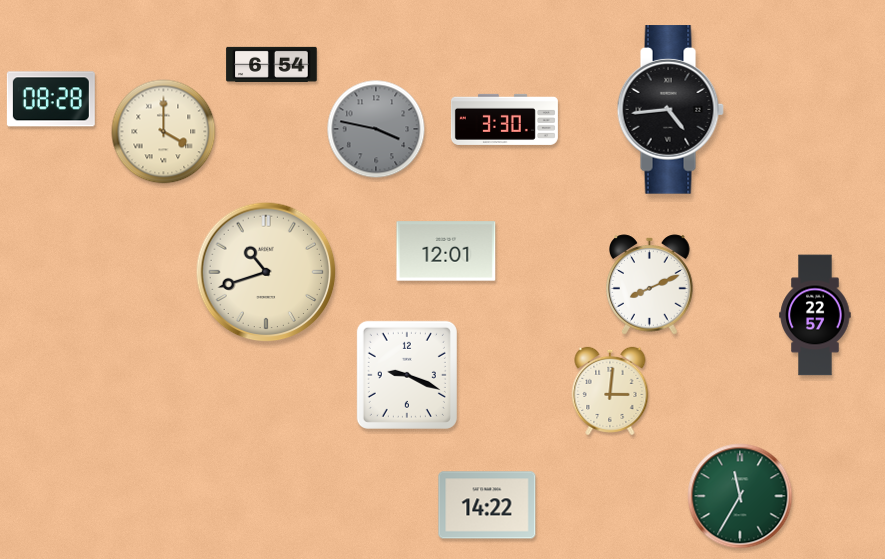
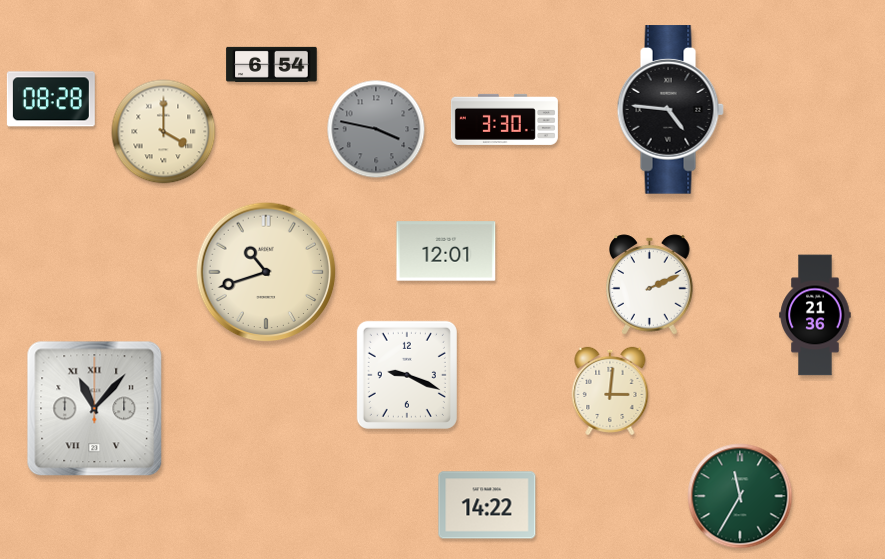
clock at (670, 110): 4:44 -> 4:46
clock at (650, 285): 8:11 -> 2:11
clock at (815, 315): 22:57 -> 21:36
clock at (95, 409): none -> 11:07
